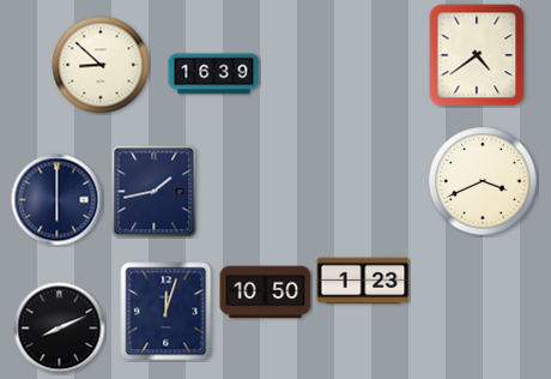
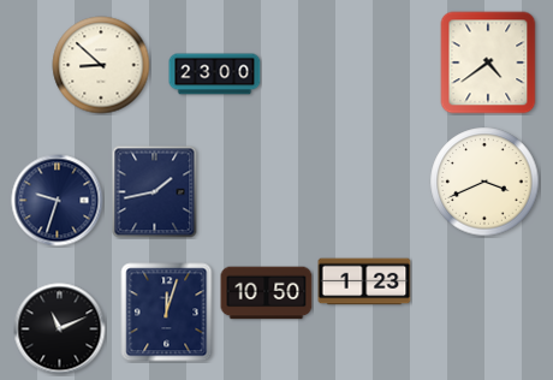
clock at (477, 55) position: (477, 55) -> (488, 63)
clock at (214, 74): 16:39 -> 23:00
clock at (57, 200): 6:00 -> 9:33
clock at (60, 329): 8:11 -> 11:11
